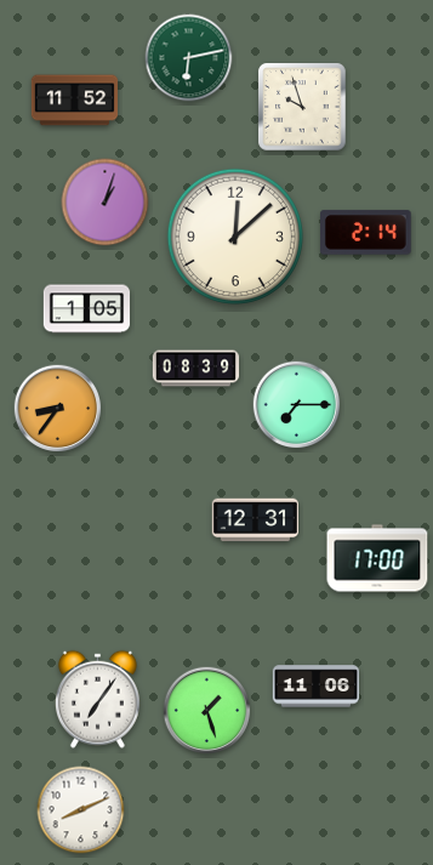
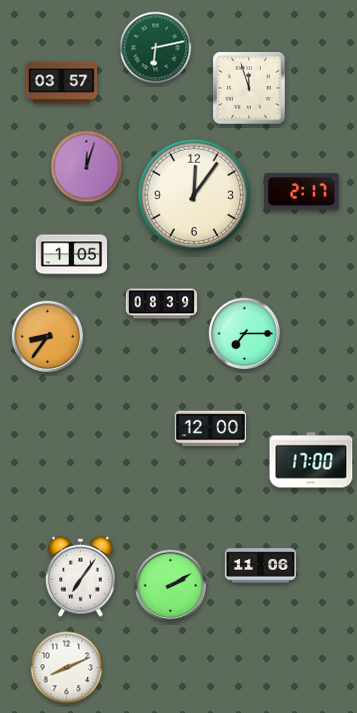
clock at (75, 101): 11:52 -> 03:57
clock at (302, 107): 9:57 -> 11:57
clock at (106, 203): 1:03 -> 12:03
clock at (366, 233): 2:14 -> 2:17
clock at (235, 237): 12:08 -> 12:06
clock at (255, 520): 12:31 -> 12:00
clock at (207, 711): 1:27 -> 2:10
